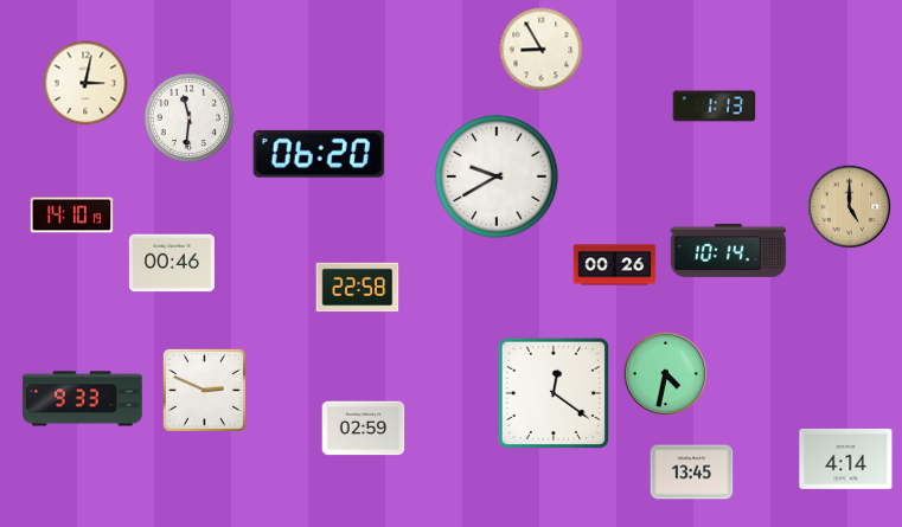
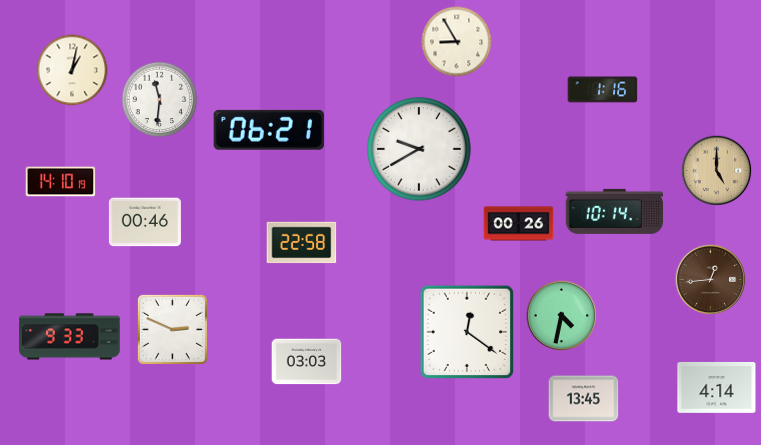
clock at (85, 83): 3:02 -> 1:02
clock at (715, 107): 1:13 -> 1:16
clock at (319, 154): 06:20 -> 06:21
clock at (850, 207) position: (850, 207) -> (717, 171)
clock at (711, 280): none -> 12:44
clock at (364, 429): 02:59 -> 03:03
clock at (846, 458) position: (846, 458) -> (717, 387)
